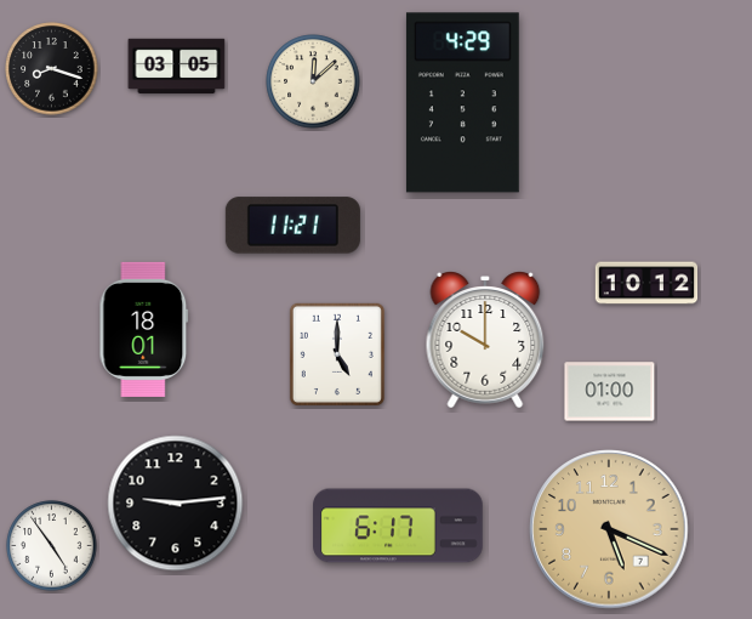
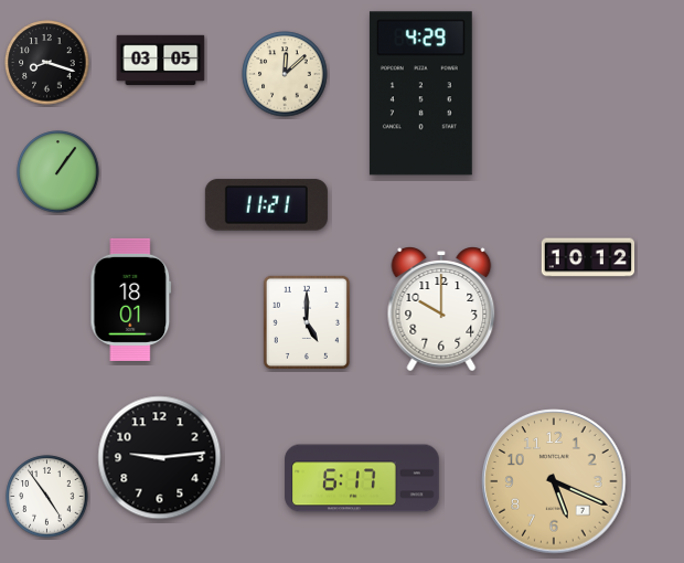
clock at (58, 172): none -> 1:06
clock at (610, 392): 01:00 -> none
